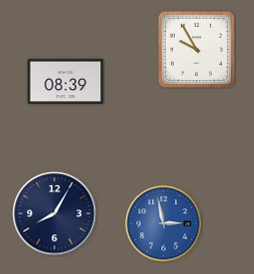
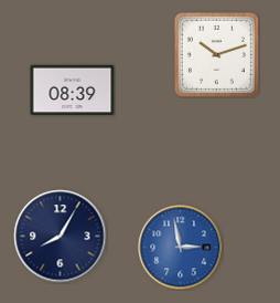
clock at (196, 49): 9:55 -> 10:12
